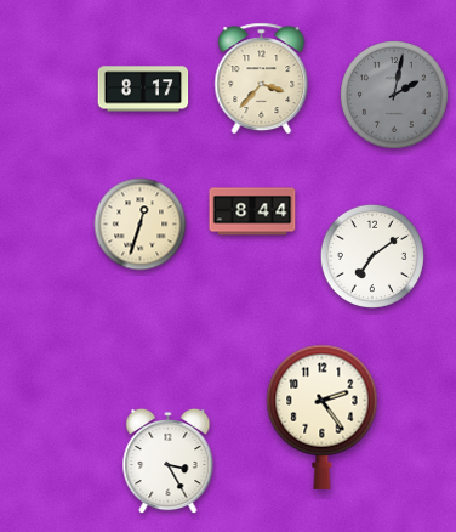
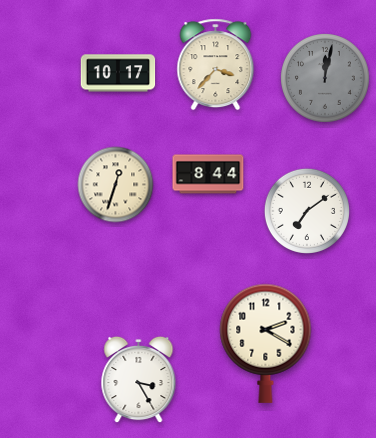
clock at (143, 89): 8:17 -> 10:17
clock at (395, 96): 2:02 -> 12:02
clock at (323, 417): 2:24 -> 2:20
